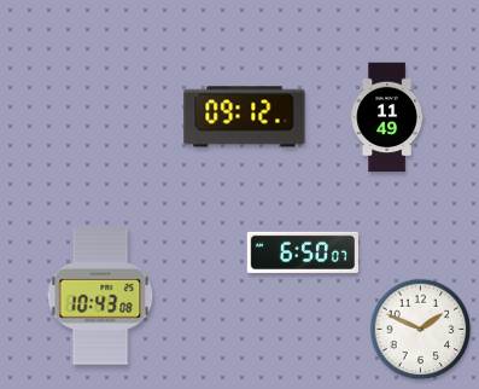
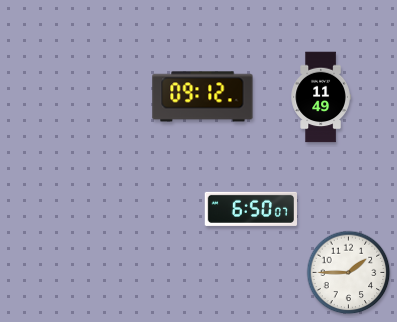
clock at (100, 296): 10:43 -> none
clock at (421, 330): 1:49 -> 1:45
